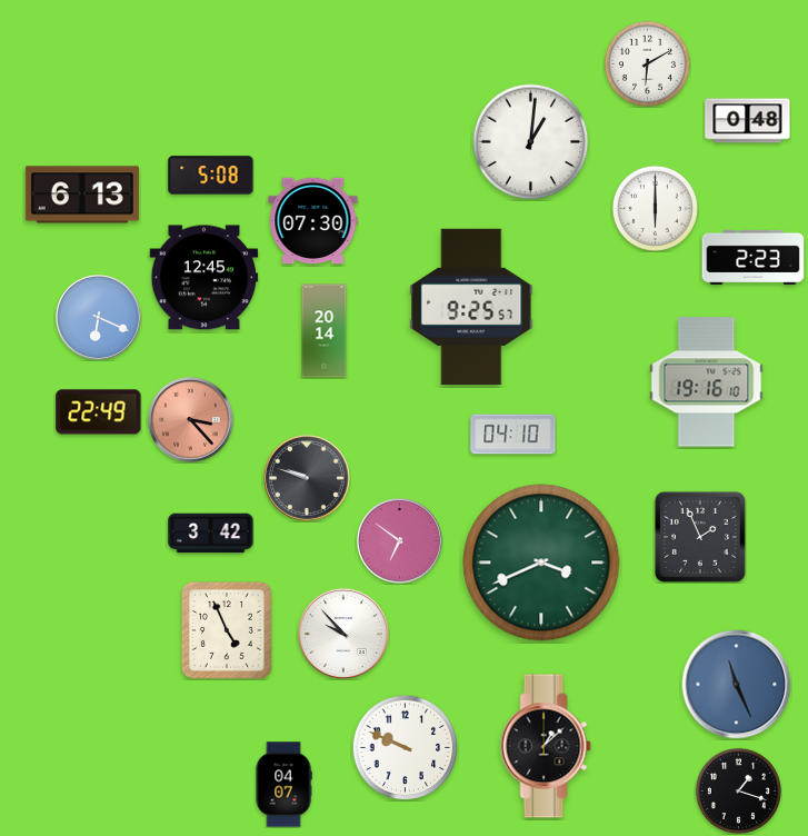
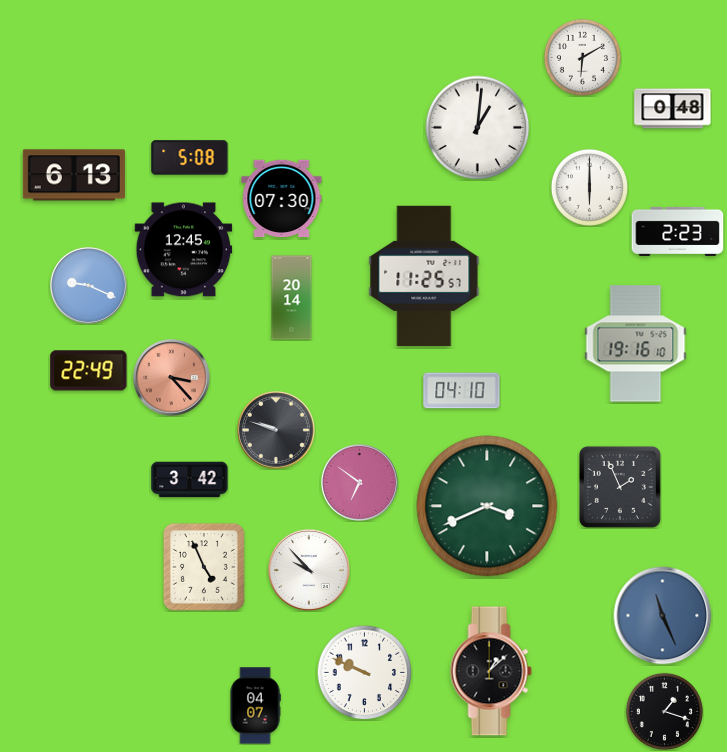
clock at (471, 307): 9:25 -> 11:25
clock at (99, 318): 6:19 -> 9:19
clock at (700, 537) position: (700, 537) -> (620, 487)
clock at (400, 541) position: (400, 541) -> (360, 483)
